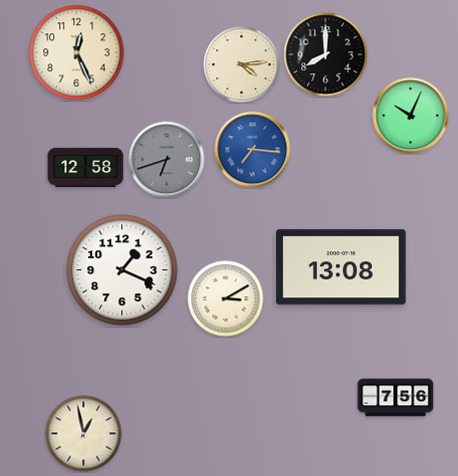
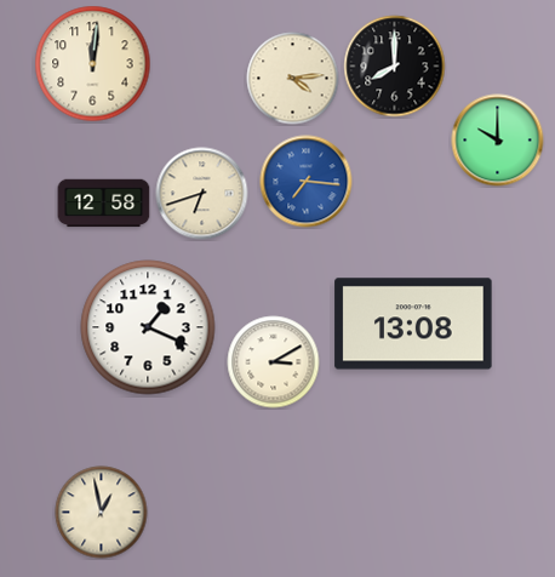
clock at (77, 53): 12:26 -> 12:01
clock at (411, 116): 10:04 -> 10:00
clock at (167, 160) dial: grey -> cream
clock at (396, 398): 7:56 -> none
clock at (84, 434) position: (84, 434) -> (102, 513)
